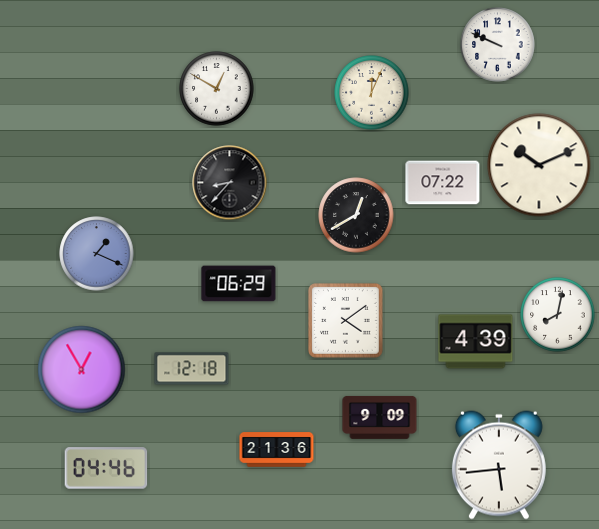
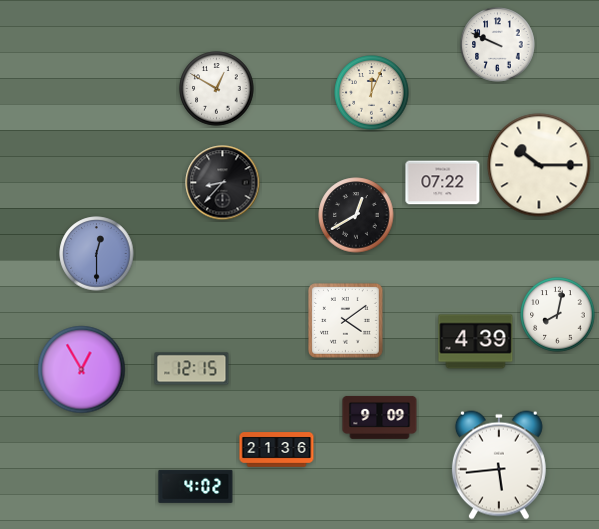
clock at (539, 165): 10:11 -> 10:15
clock at (230, 183) position: (230, 183) -> (223, 183)
clock at (97, 254): 1:19 -> 12:30
clock at (239, 284): 06:29 -> none
clock at (192, 369): 12:18 -> 12:15
clock at (106, 468): 04:46 -> none
clock at (196, 486): none -> 4:02
